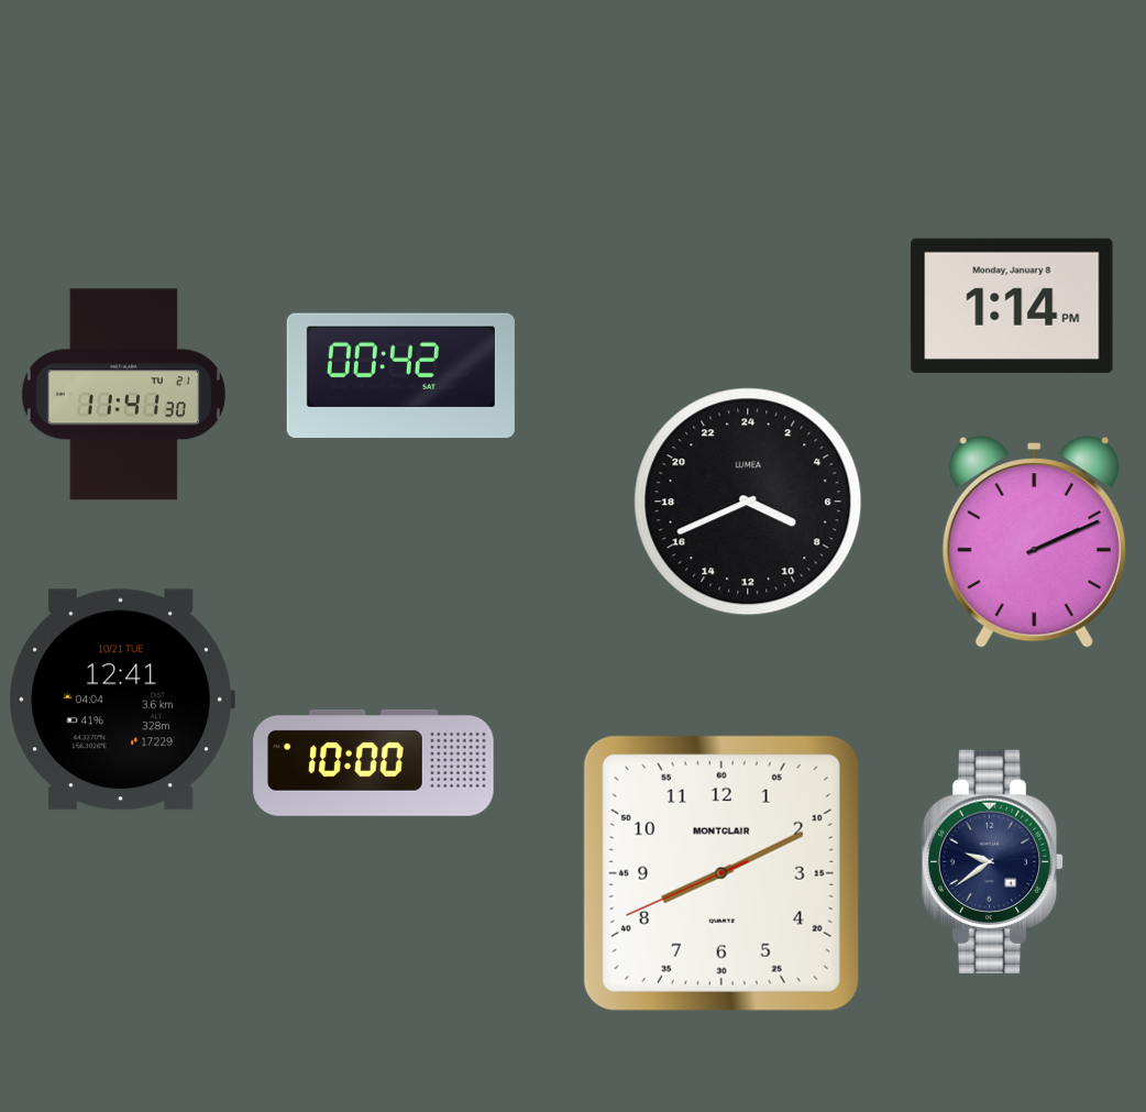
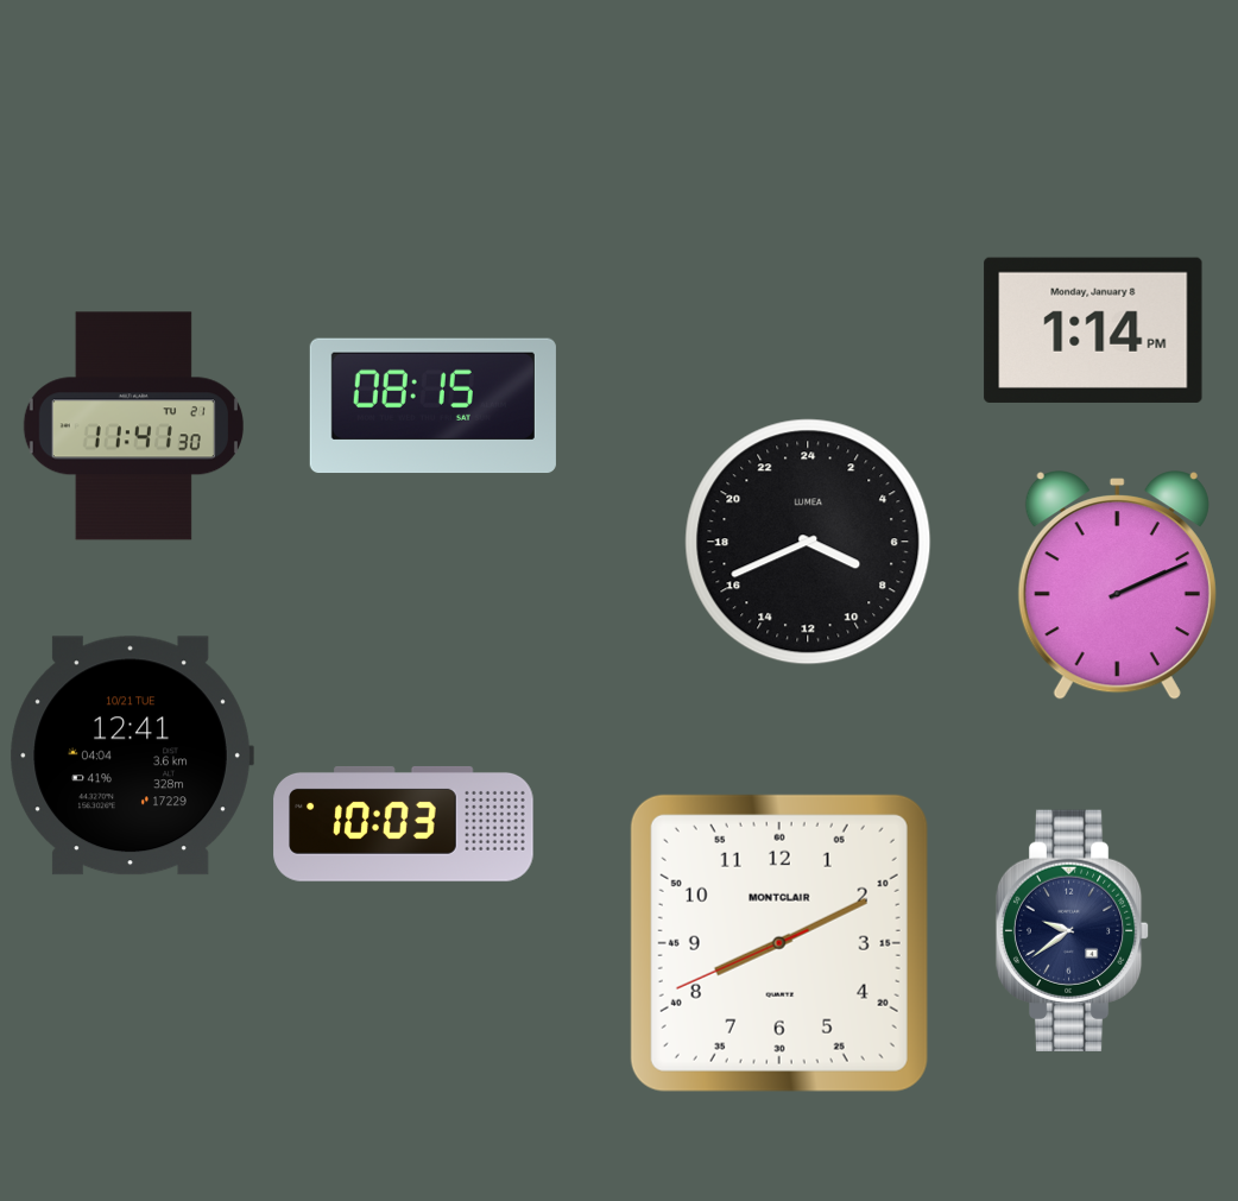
clock at (400, 376): 00:42 -> 08:15
clock at (374, 762): 10:00 -> 10:03
